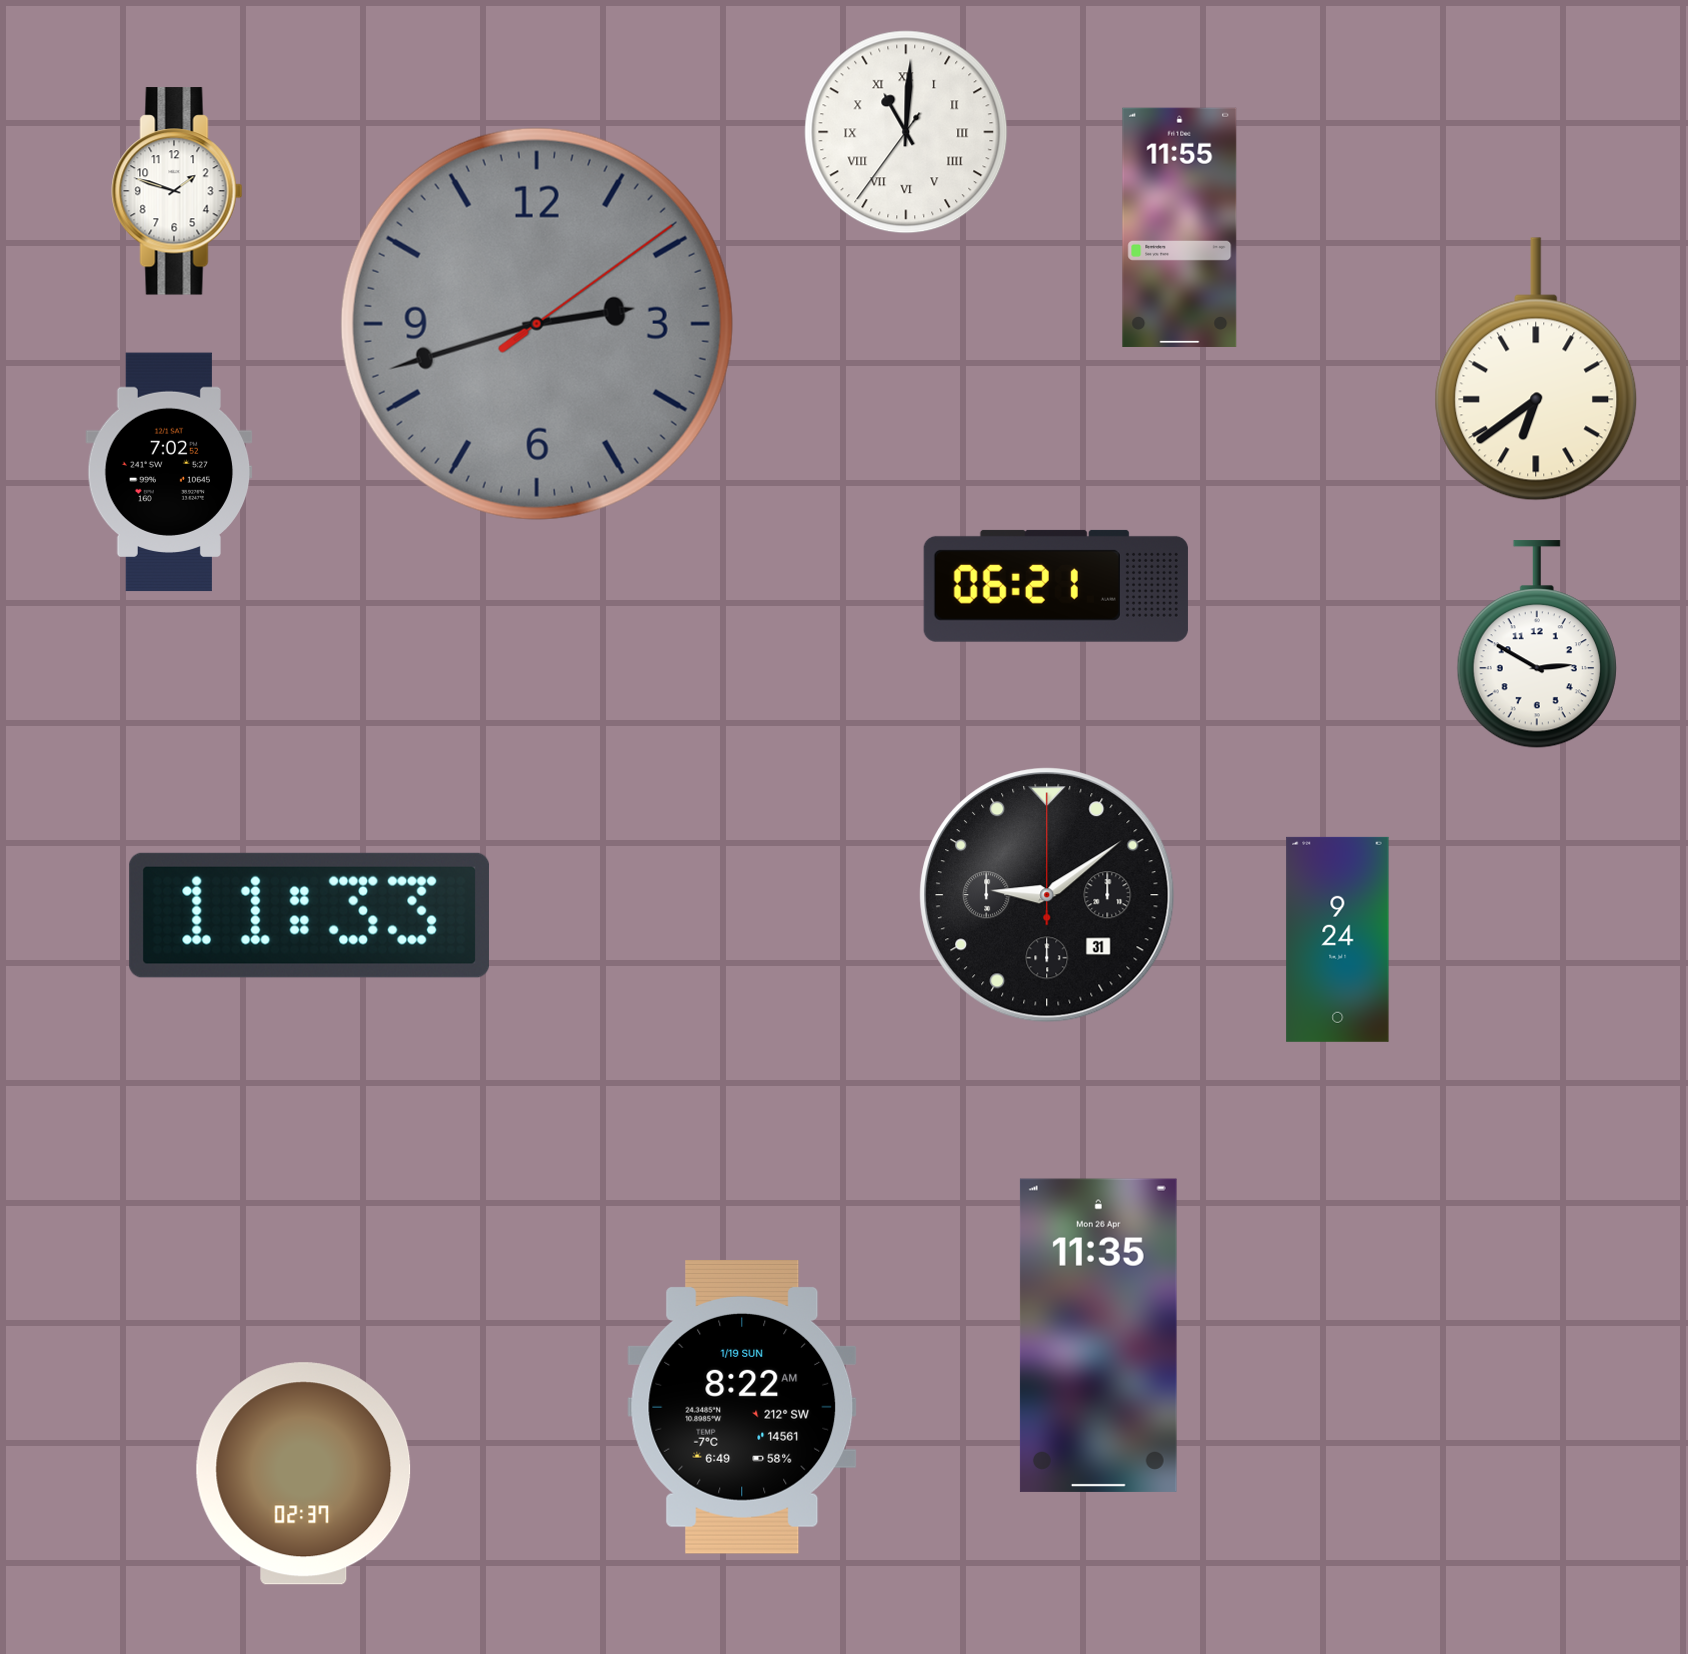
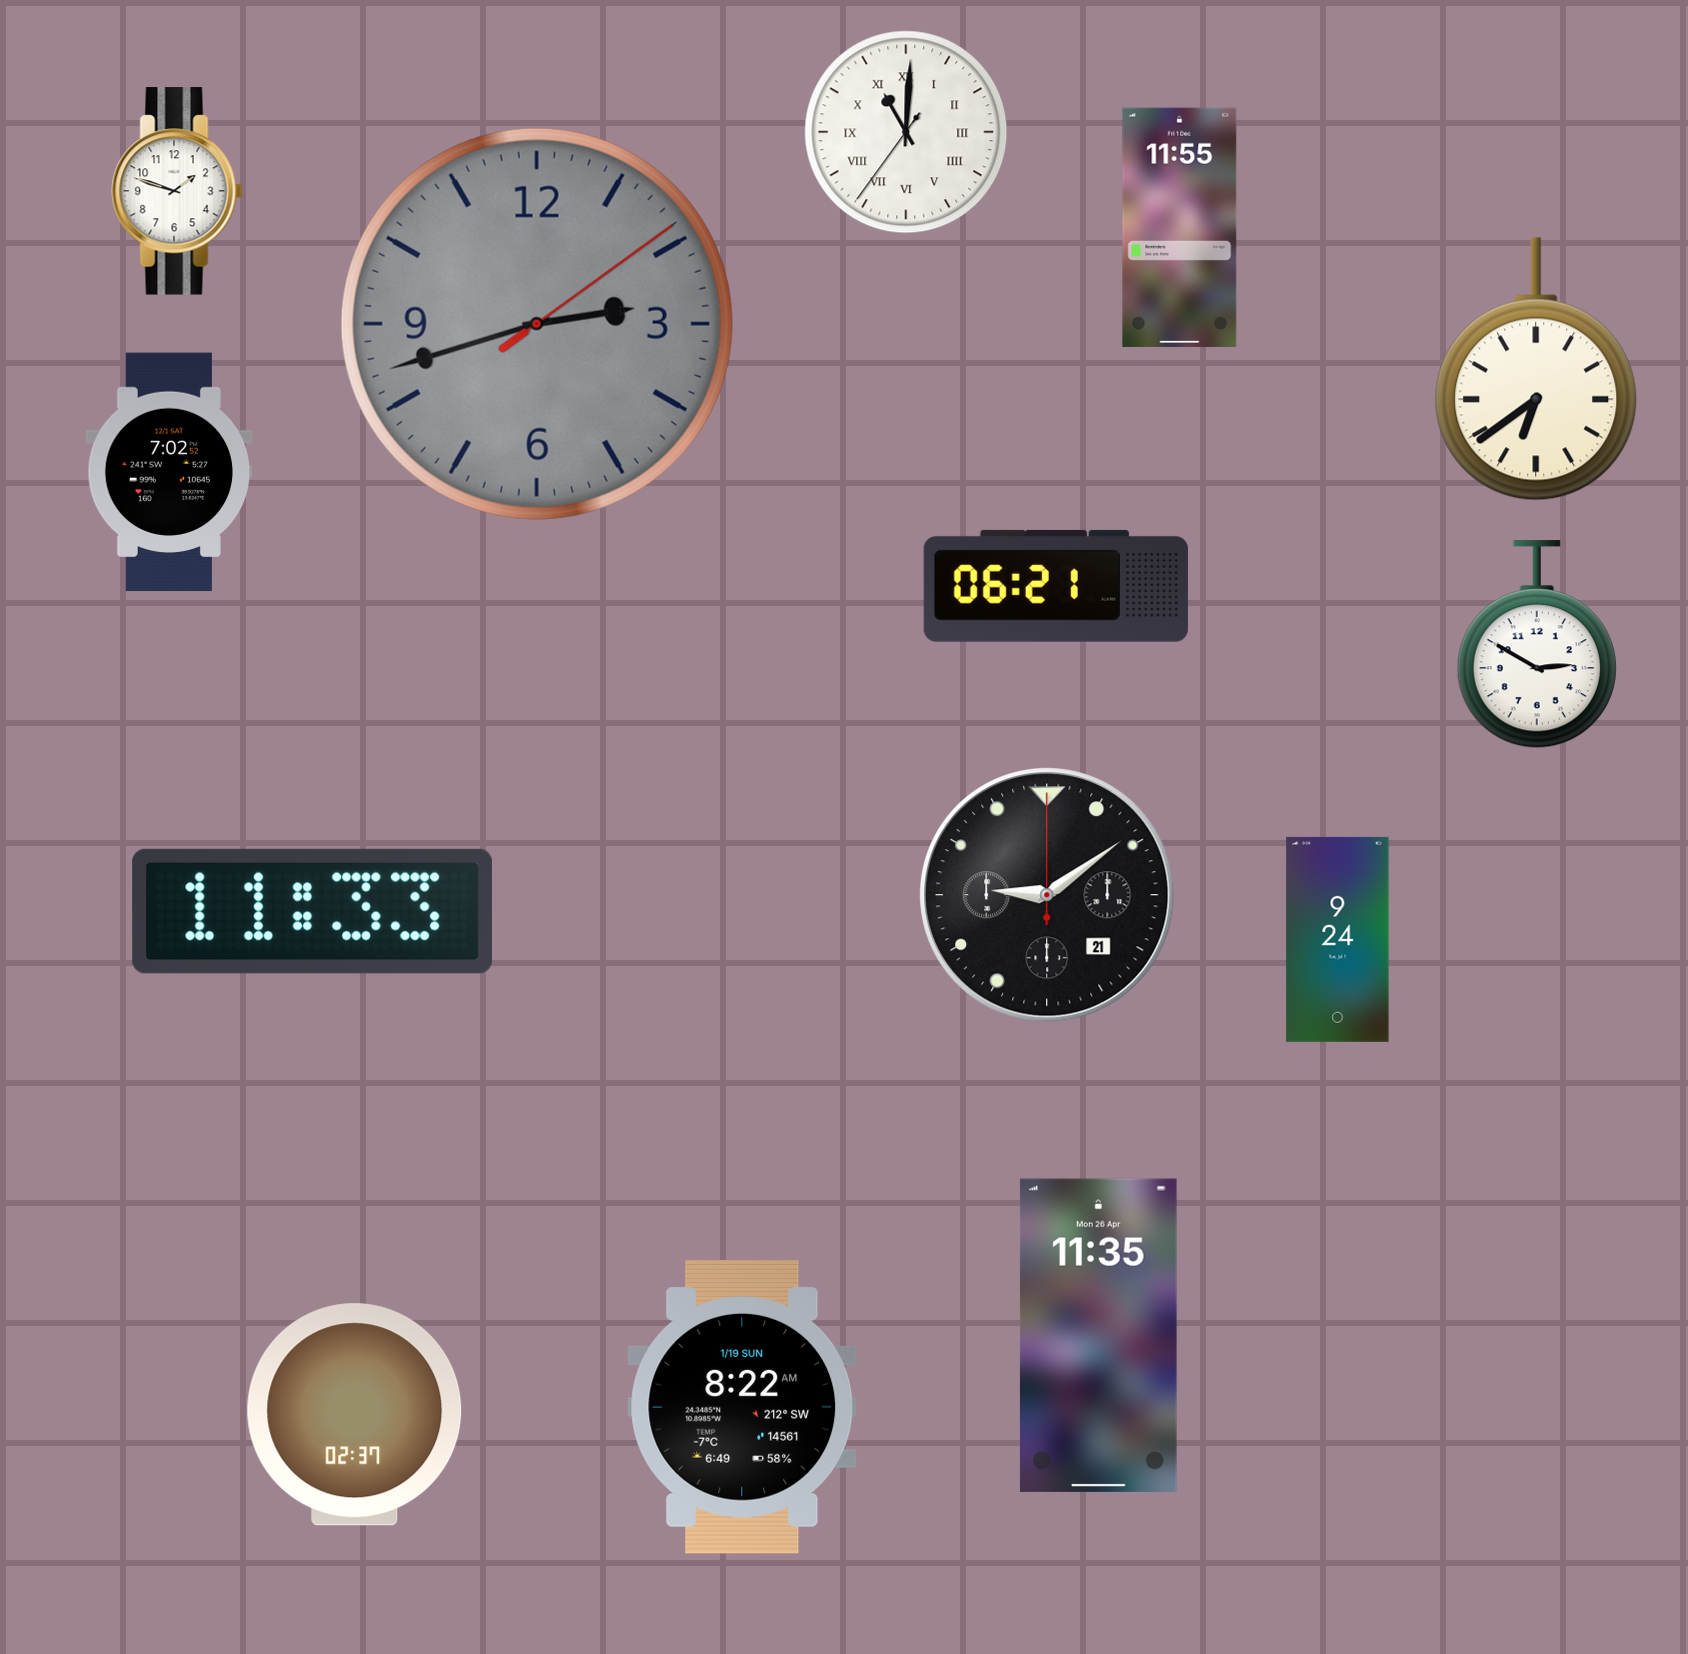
clock at (1048, 896) date: 31 -> 21
clock at (309, 915) position: (309, 915) -> (312, 911)
clock at (304, 1474) position: (304, 1474) -> (355, 1415)
